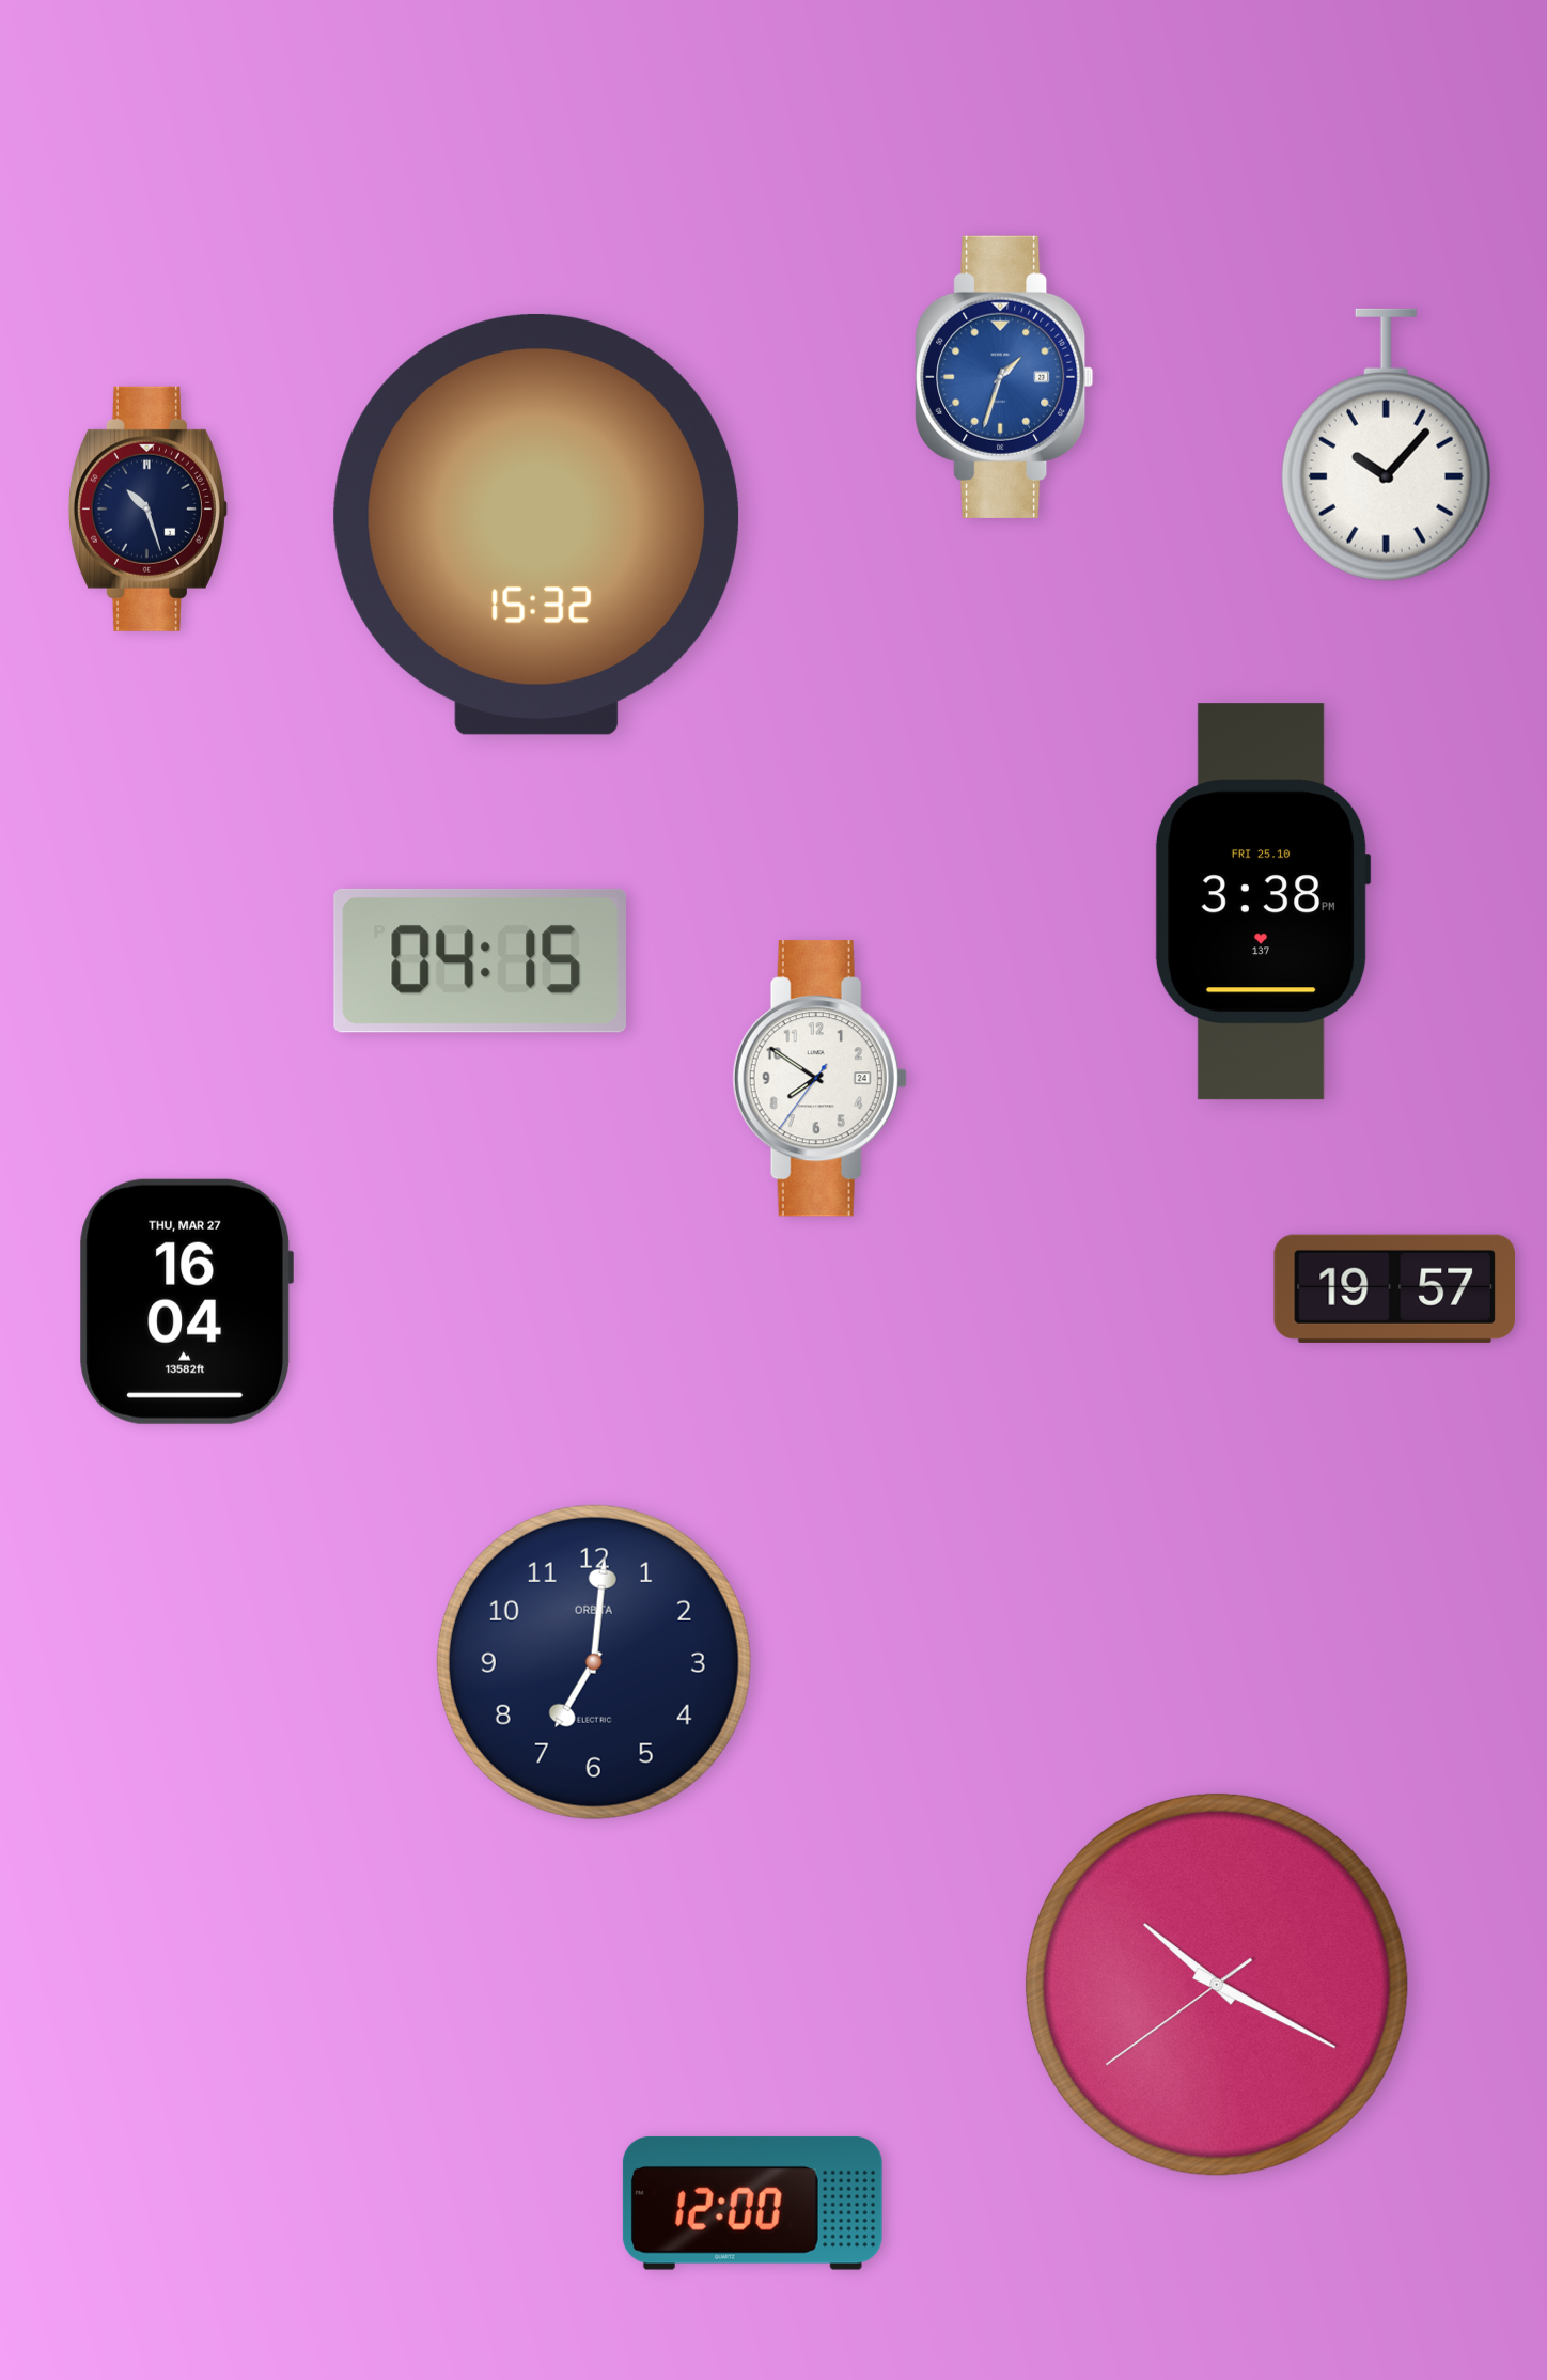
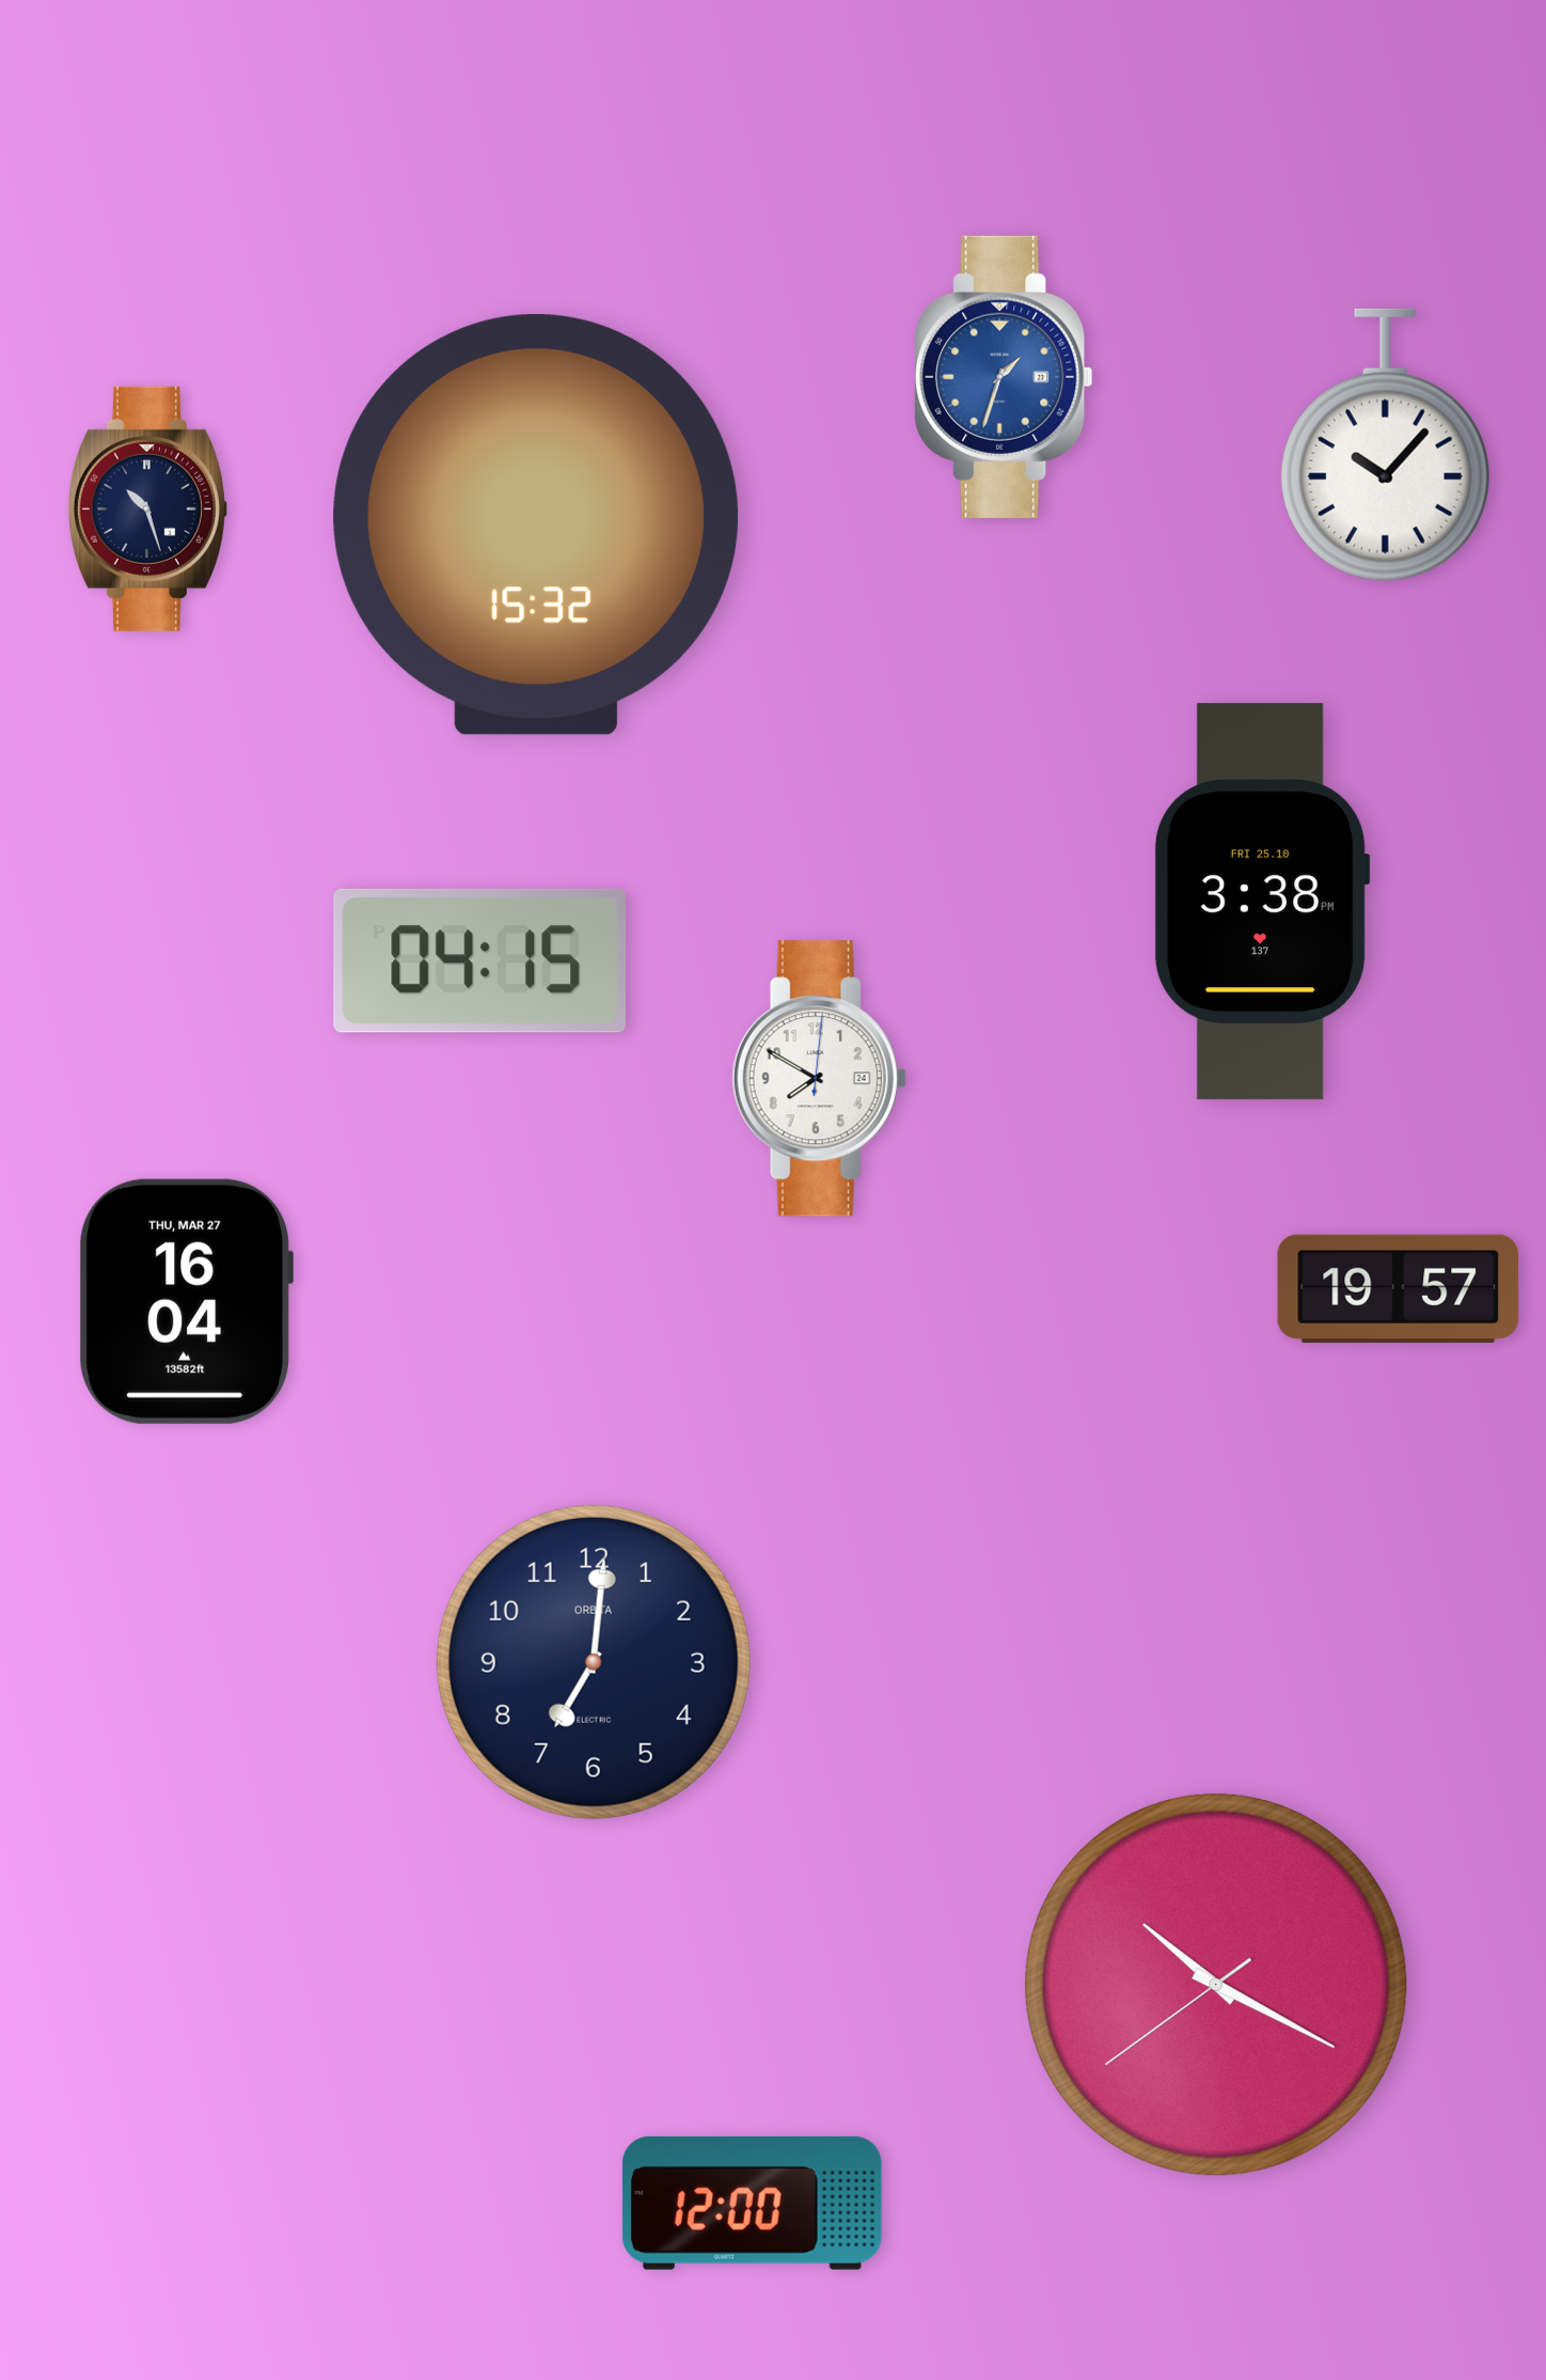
clock at (819, 1079): 7:50:36 -> 7:50:01
clock at (1394, 1288) position: (1394, 1288) -> (1398, 1288)
